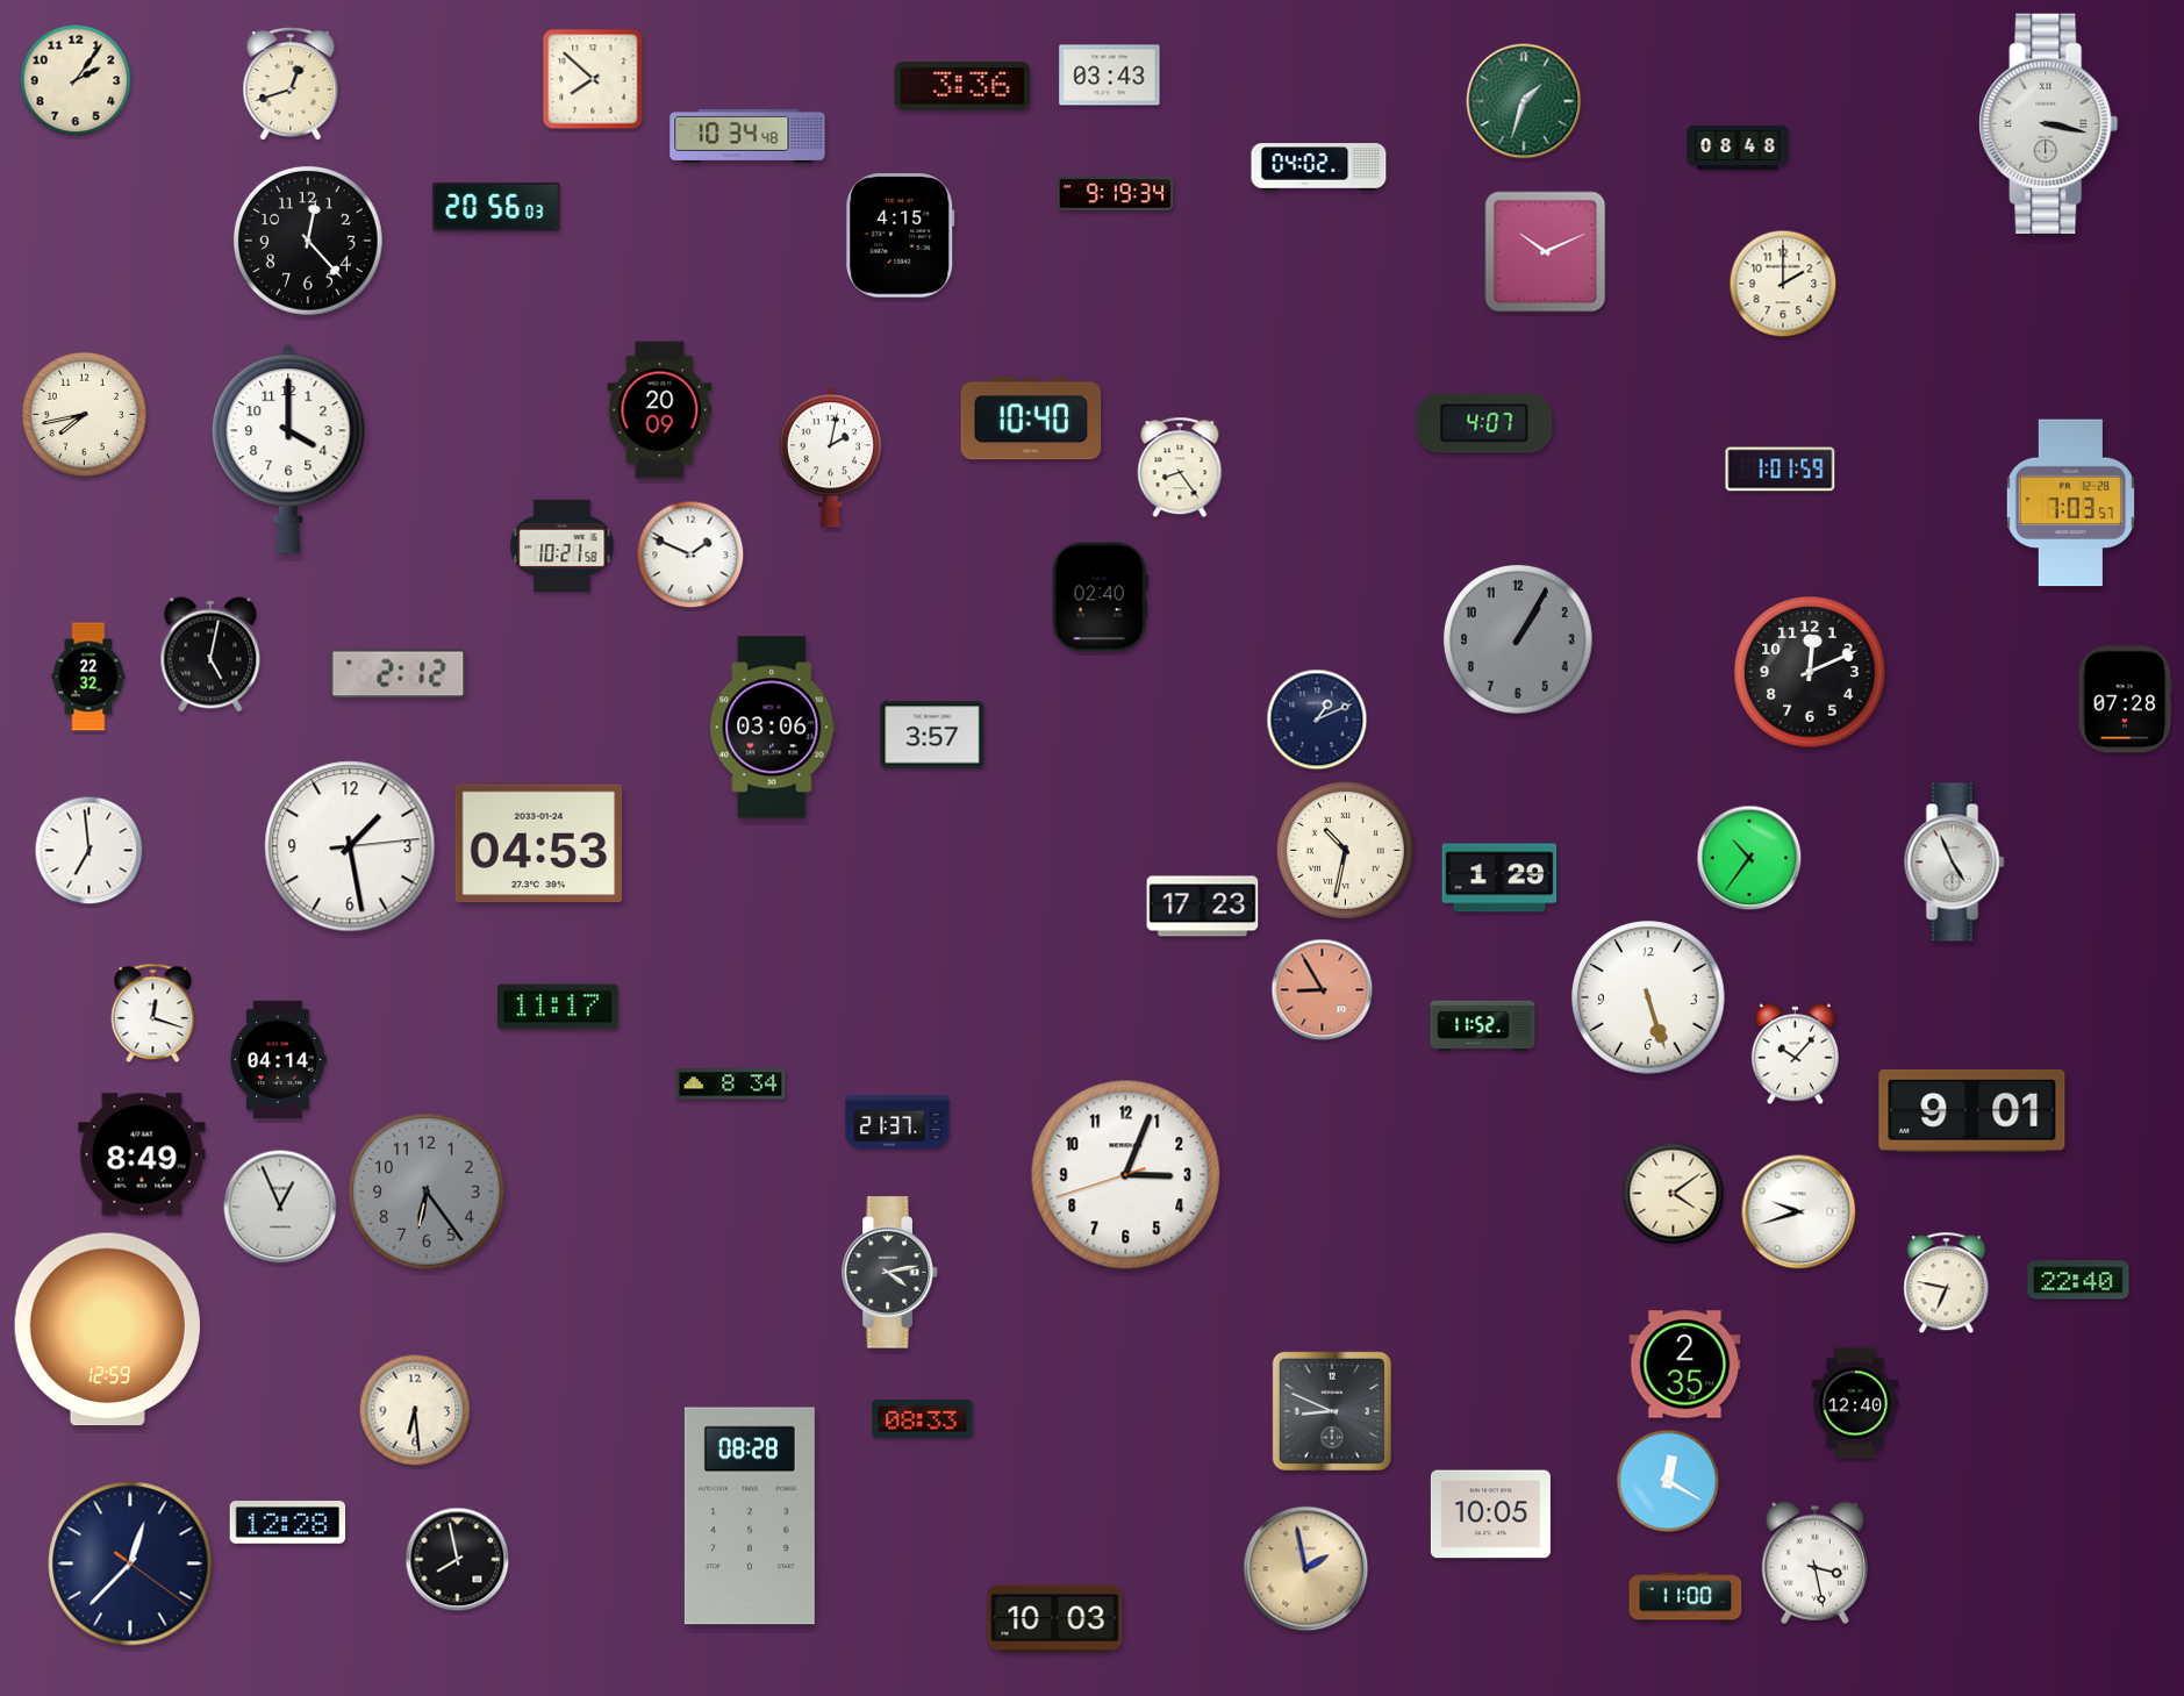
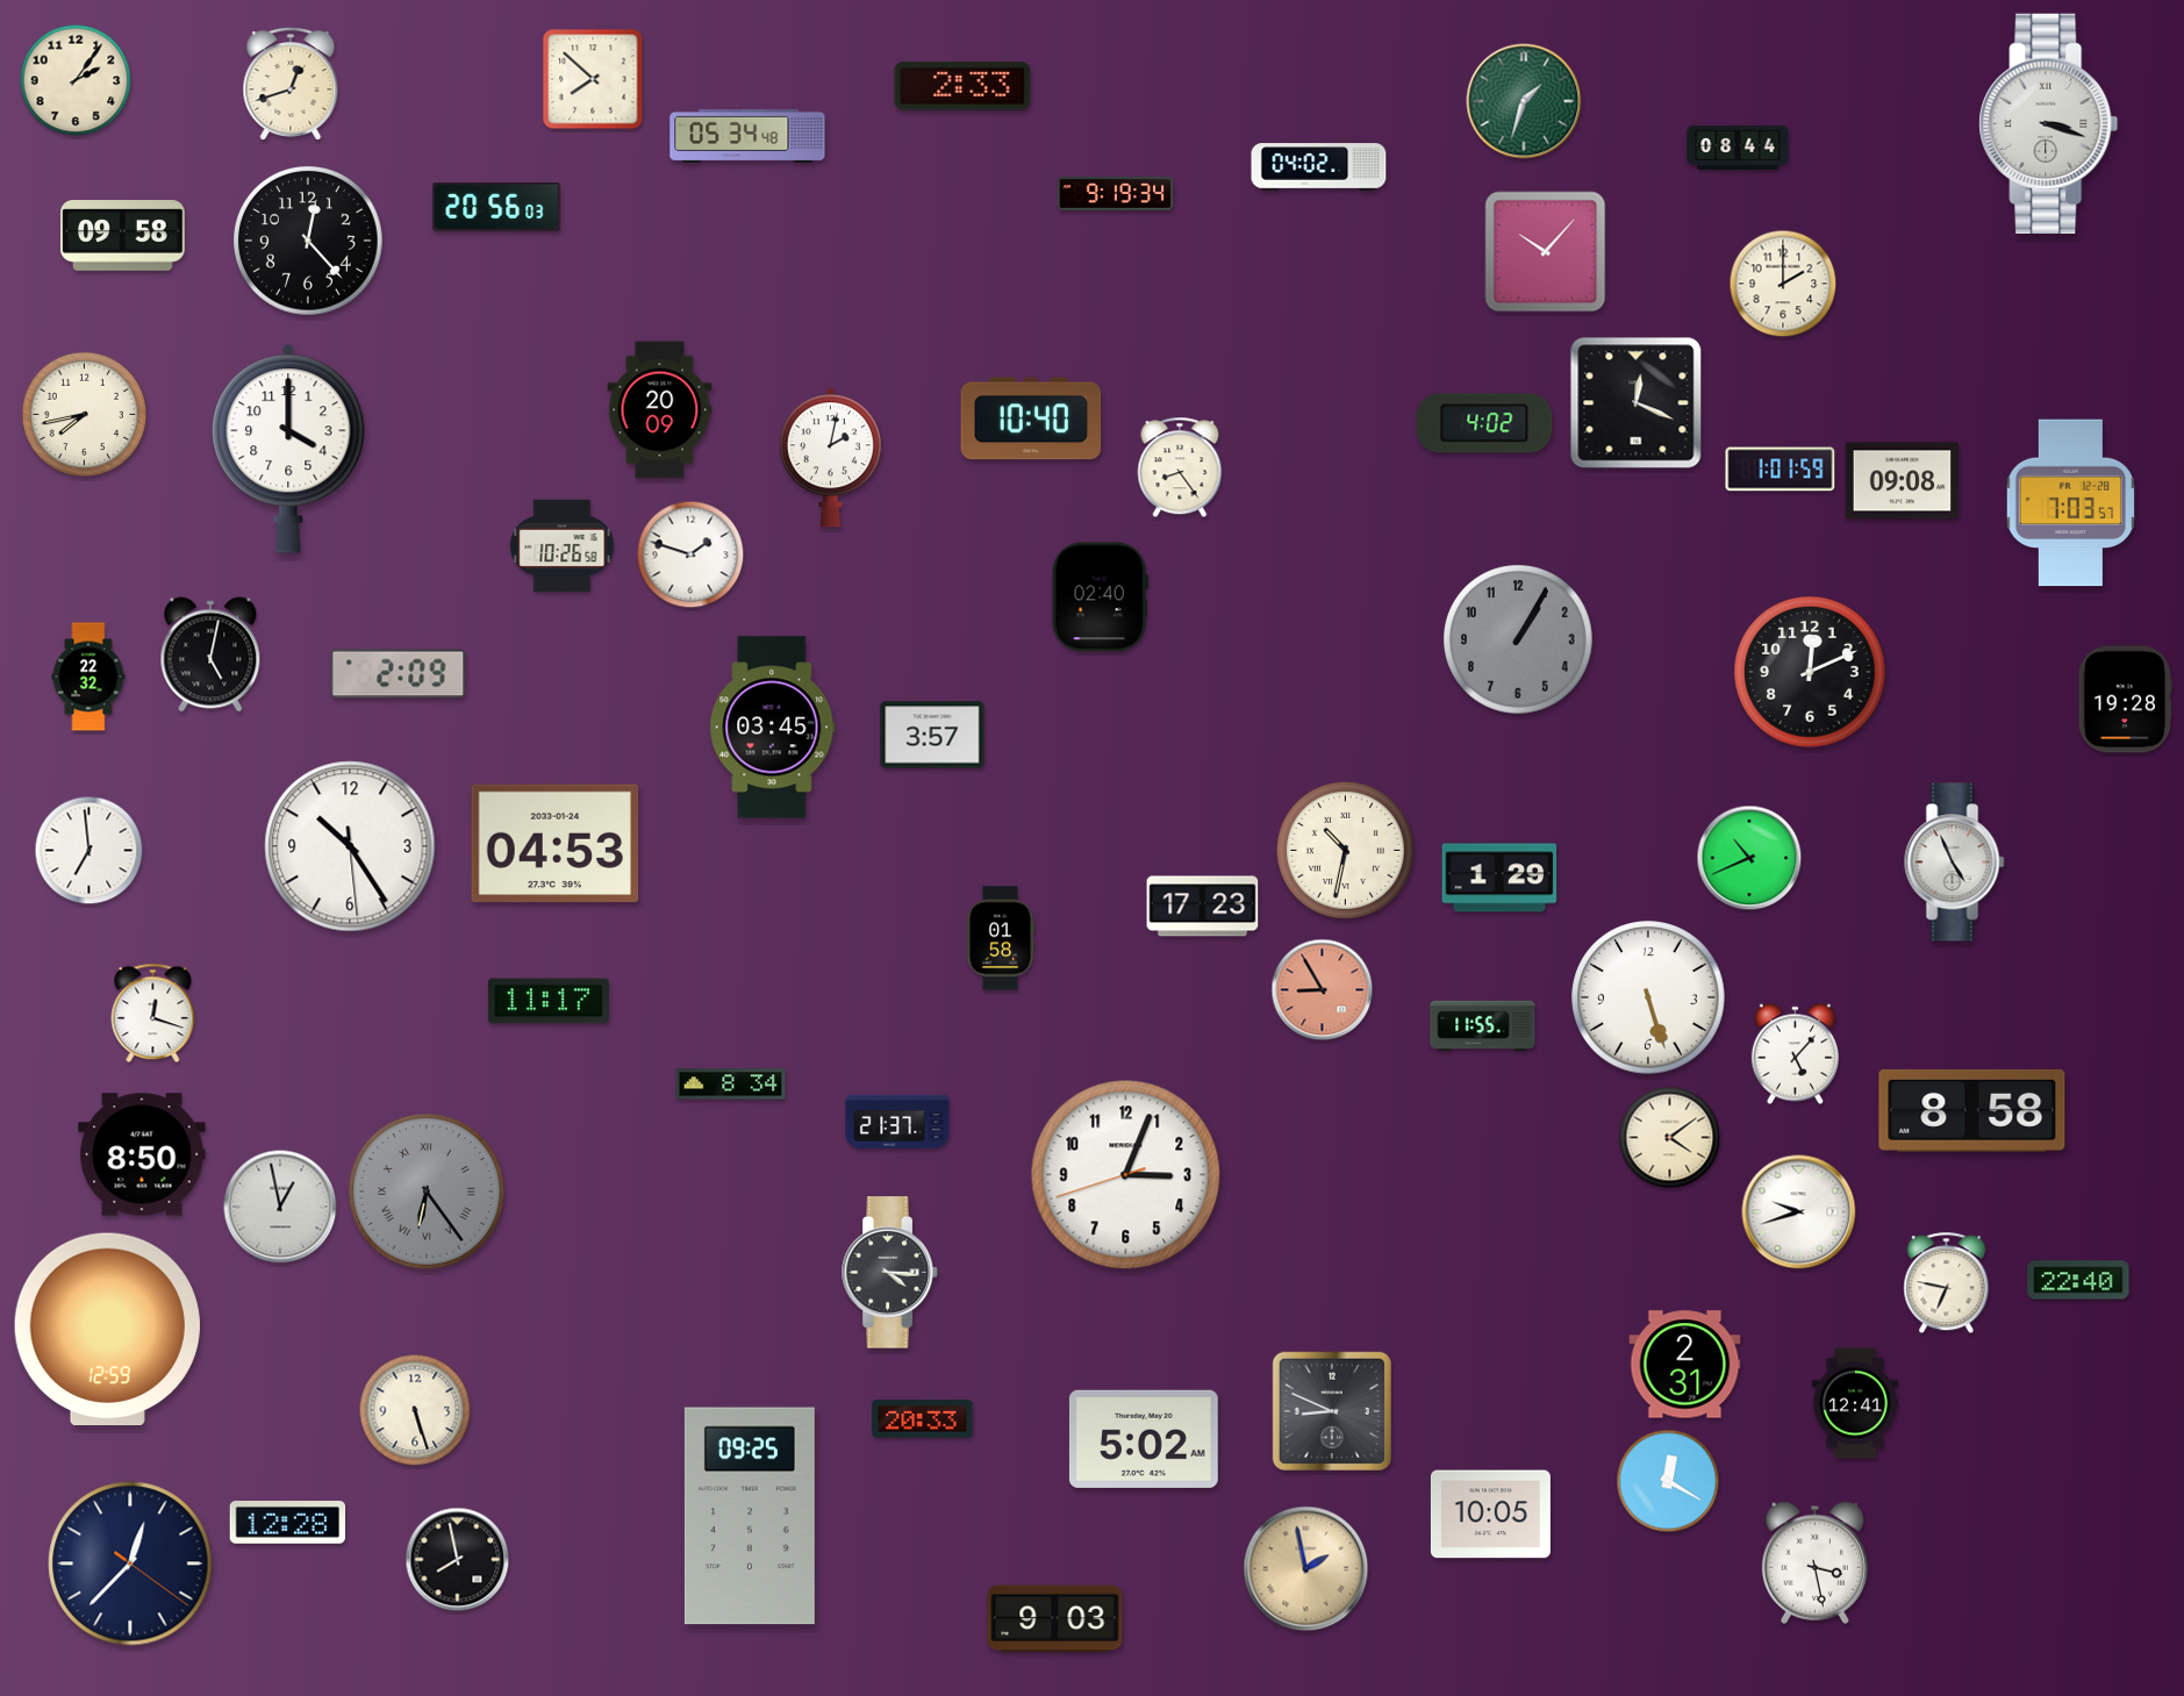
clock at (1110, 76): 03:43 -> none
clock at (962, 86): 3:36 -> 2:33
clock at (2049, 123): 3:17 -> 3:18
clock at (747, 136): 10:34 -> 05:34
clock at (1738, 148): 08:48 -> 08:44
clock at (123, 236): none -> 09:58
clock at (901, 236): 4:15 -> none
clock at (1546, 252): 10:11 -> 10:07
clock at (1637, 403): none -> 12:19
clock at (1484, 423): 4:07 -> 4:02
clock at (1903, 481): none -> 09:08
clock at (563, 546): 10:21 -> 10:26
clock at (690, 554): 1:49 -> 1:48
clock at (399, 674): 2:12 -> 2:09
clock at (2126, 700): 07:28 -> 19:28
clock at (1317, 720): 1:11 -> none
clock at (773, 728): 03:06 -> 03:45
clock at (539, 844) position: (539, 844) -> (556, 844)
clock at (350, 846): 1:28 -> 10:24
clock at (1749, 858): 10:36 -> 10:41
clock at (1001, 938): none -> 01:58
clock at (558, 1007) position: (558, 1007) -> (549, 1001)
clock at (1483, 1026): 11:52 -> 11:55
clock at (1795, 1054): 10:07 -> 5:07
clock at (279, 1059): 04:14 -> none
clock at (1972, 1110): 9:01 -> 8:58
clock at (142, 1154): 8:49 -> 8:50
clock at (427, 1192) numerals: Arabic -> Roman
clock at (1674, 1194) position: (1674, 1194) -> (1670, 1138)
clock at (280, 1207): 12:56 -> 12:58
clock at (890, 1273): 4:13 -> 4:16
clock at (1685, 1365): 2:35 -> 2:31
clock at (1855, 1403): 12:40 -> 12:41
clock at (415, 1410): 6:29 -> 5:27
clock at (923, 1419): 08:33 -> 20:33
clock at (1144, 1439): none -> 5:02
clock at (750, 1516): 08:28 -> 09:25
clock at (1685, 1597): 11:00 -> none
clock at (1055, 1619): 10:03 -> 9:03
